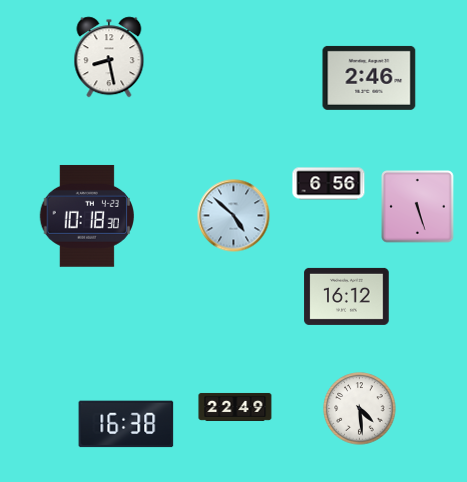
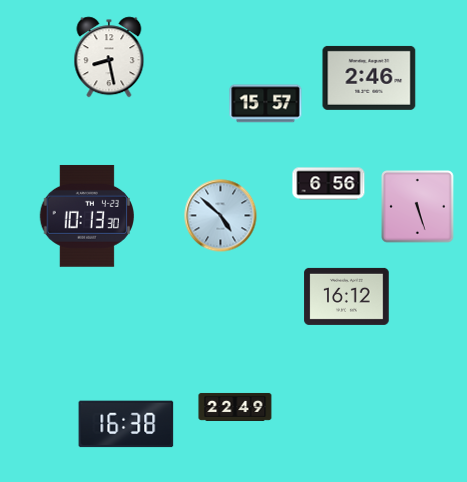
clock at (266, 104): none -> 15:57
clock at (86, 216): 10:18 -> 10:13
clock at (234, 216) position: (234, 216) -> (221, 216)
clock at (360, 409): 4:29 -> none
